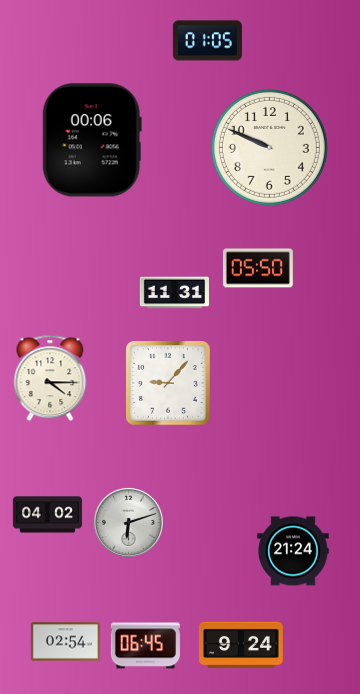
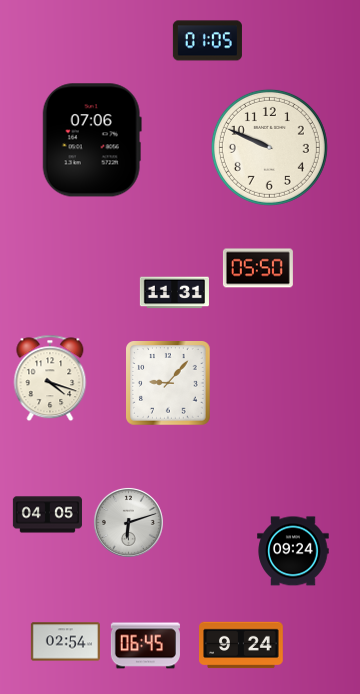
clock at (92, 140): 00:06 -> 07:06
clock at (50, 378): 4:15 -> 4:18
clock at (47, 515): 04:02 -> 04:05
clock at (293, 551): 21:24 -> 09:24
